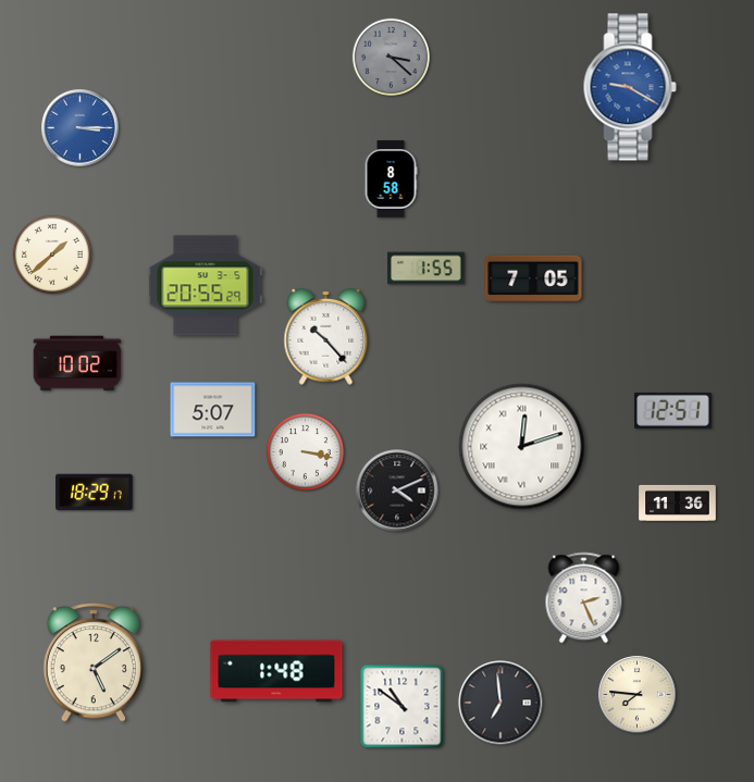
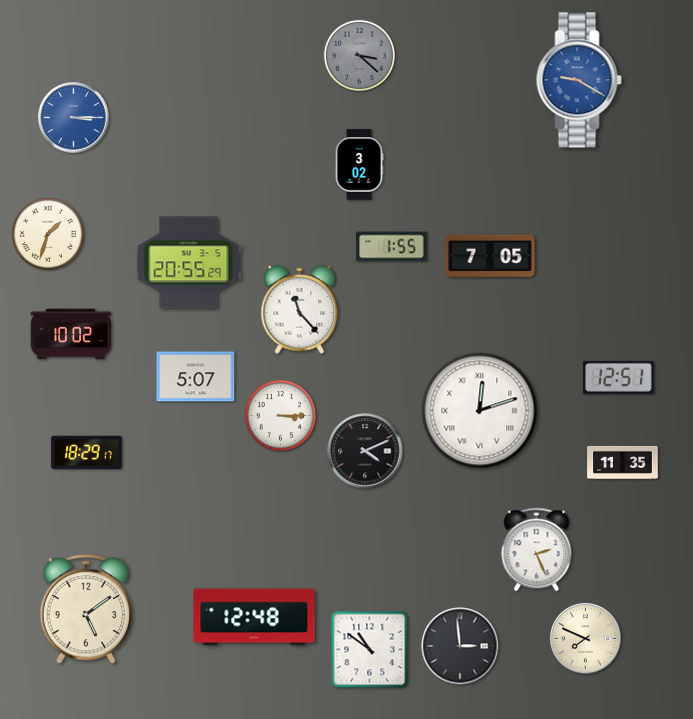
clock at (391, 57) position: (391, 57) -> (359, 55)
clock at (391, 179): 8:58 -> 3:02
clock at (52, 255): 1:38 -> 1:33
clock at (326, 337): 10:23 -> 11:23
clock at (305, 451): 3:17 -> 3:15
clock at (678, 502): 11:36 -> 11:35
clock at (276, 671): 1:48 -> 12:48
clock at (638, 695): 7:46 -> 7:49
clock at (500, 703): 6:59 -> 2:59
